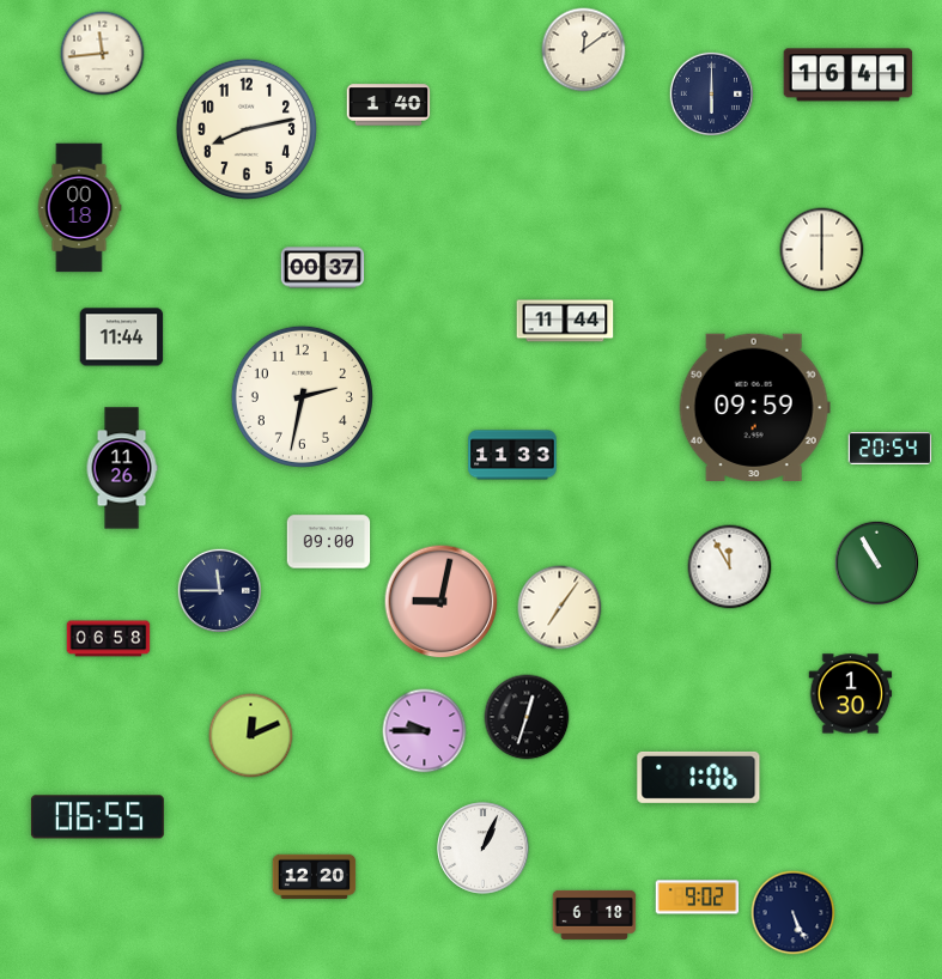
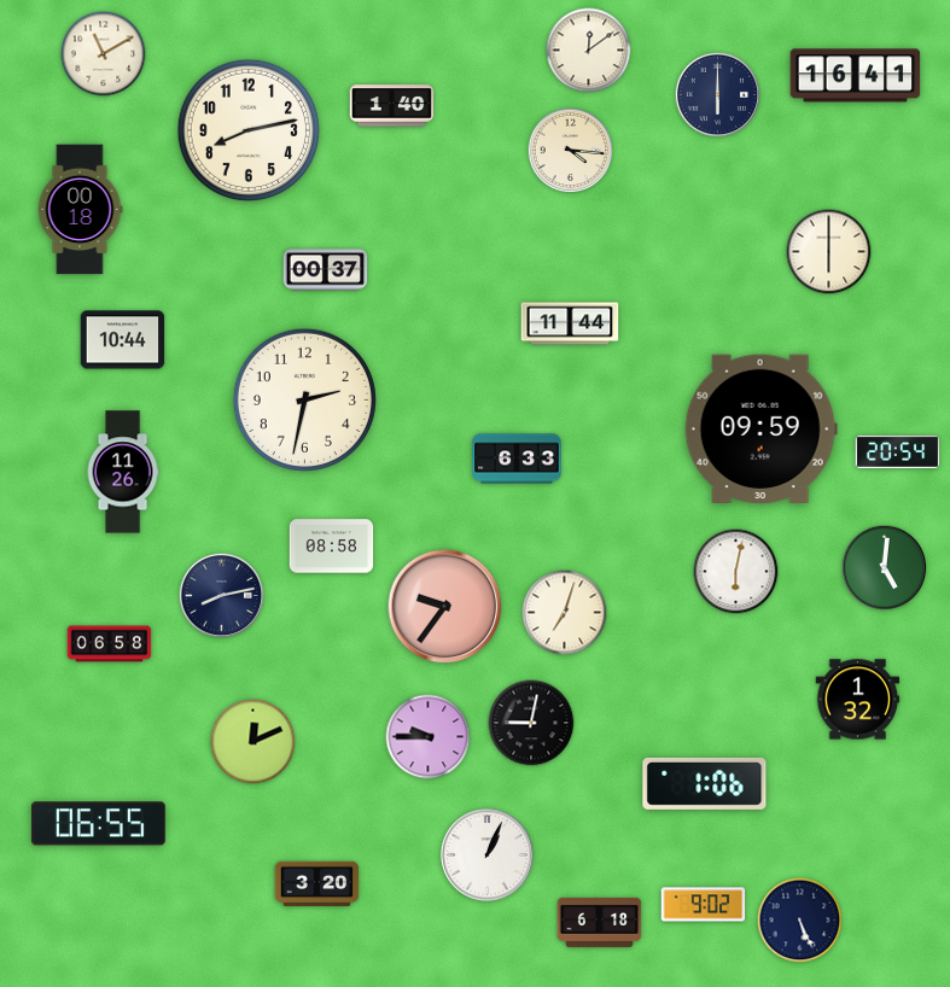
clock at (103, 54): 11:44 -> 11:10
clock at (570, 150): none -> 4:16
clock at (122, 338): 11:44 -> 10:44
clock at (754, 407) position: (754, 407) -> (760, 428)
clock at (512, 455): 11:33 -> 6:33
clock at (329, 542): 09:00 -> 08:58
clock at (876, 563): 10:55 -> 5:01
clock at (730, 567): 11:55 -> 6:02
clock at (219, 590): 11:45 -> 8:13
clock at (442, 602): 9:02 -> 9:36
clock at (560, 608): 7:06 -> 7:03
clock at (851, 694): 1:30 -> 1:32
clock at (527, 717): 12:33 -> 9:02
clock at (315, 876): 12:20 -> 3:20
